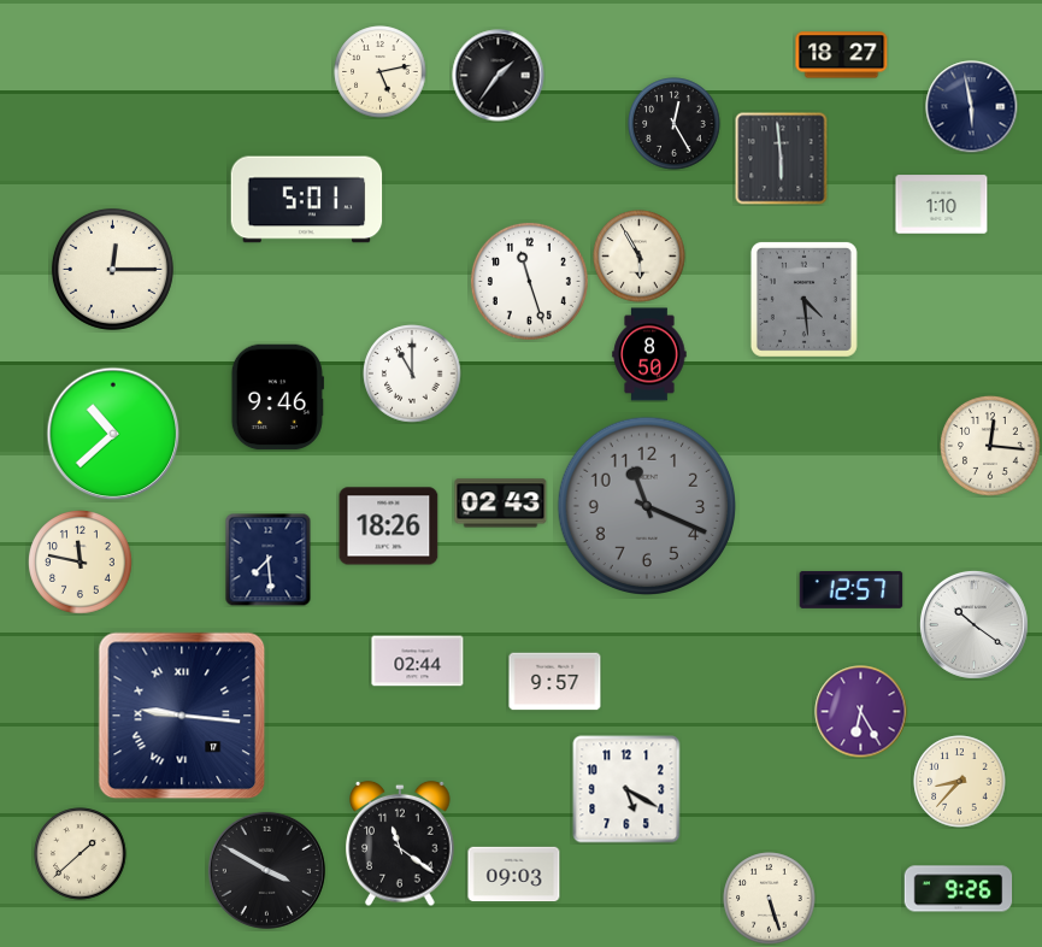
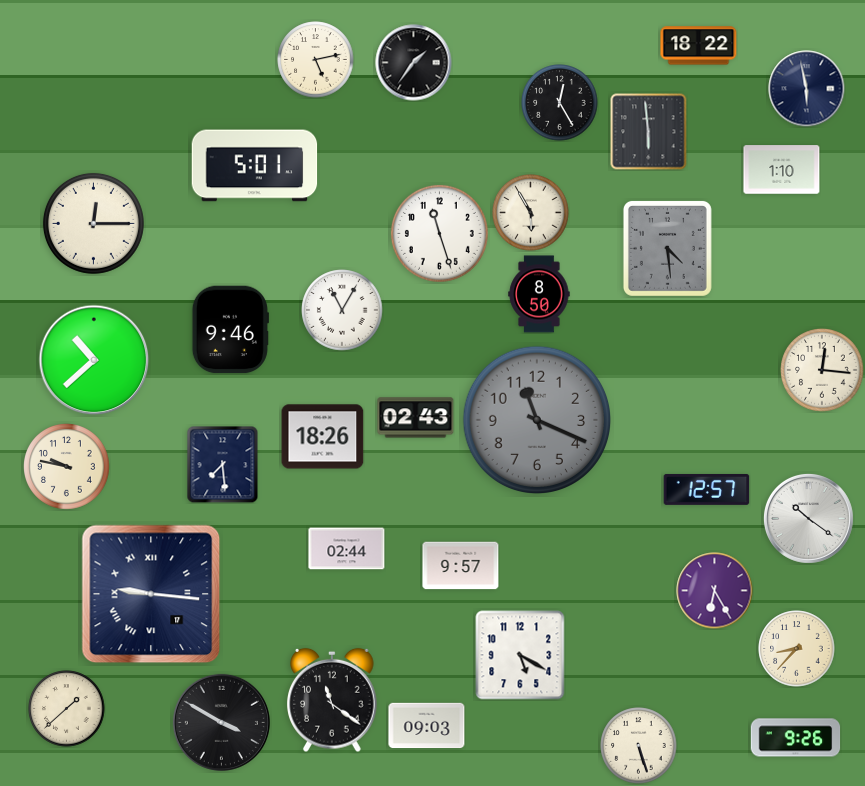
clock at (842, 55): 18:27 -> 18:22
clock at (412, 373): 11:00 -> 11:05
clock at (81, 563): 11:47 -> 9:47
